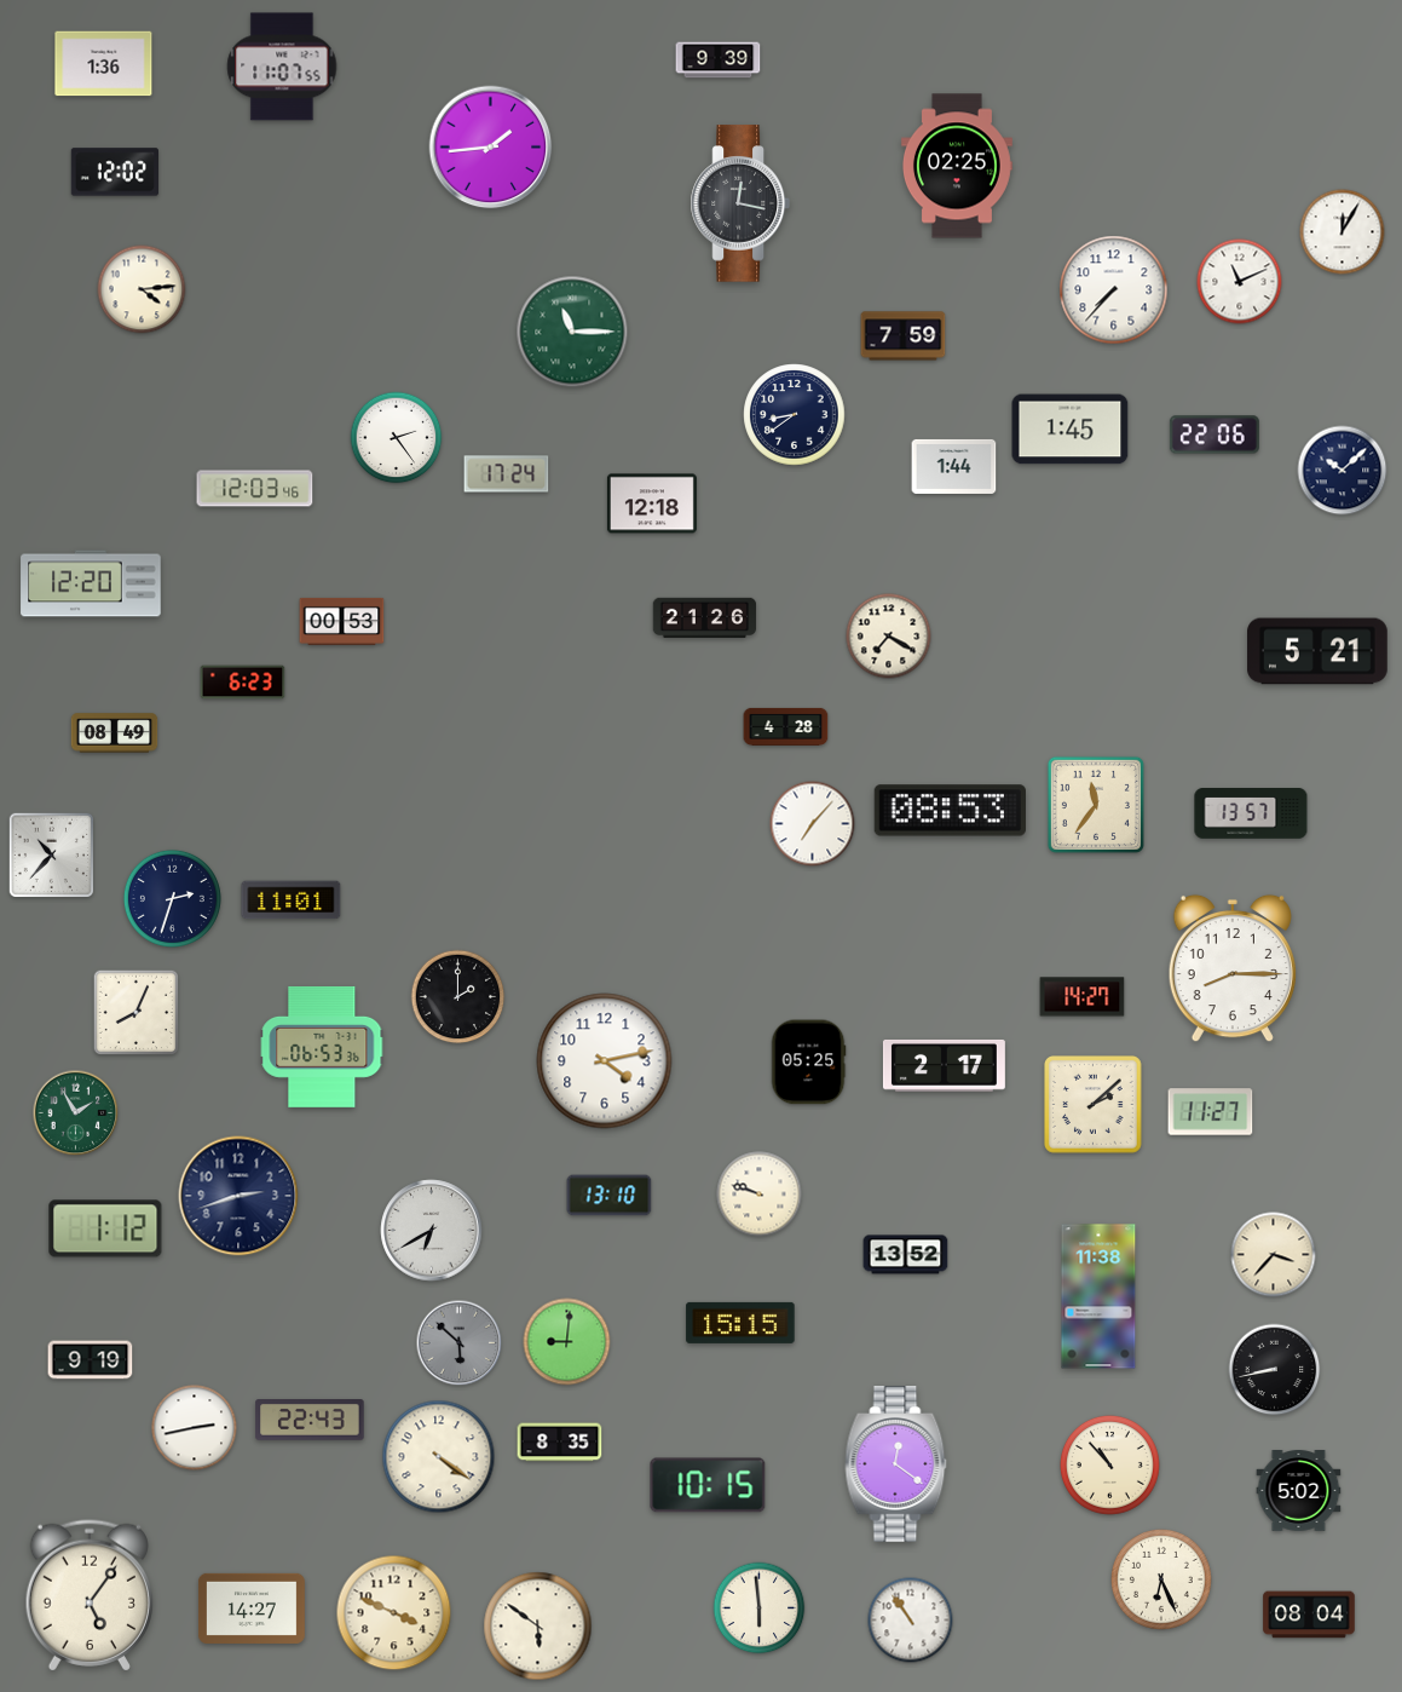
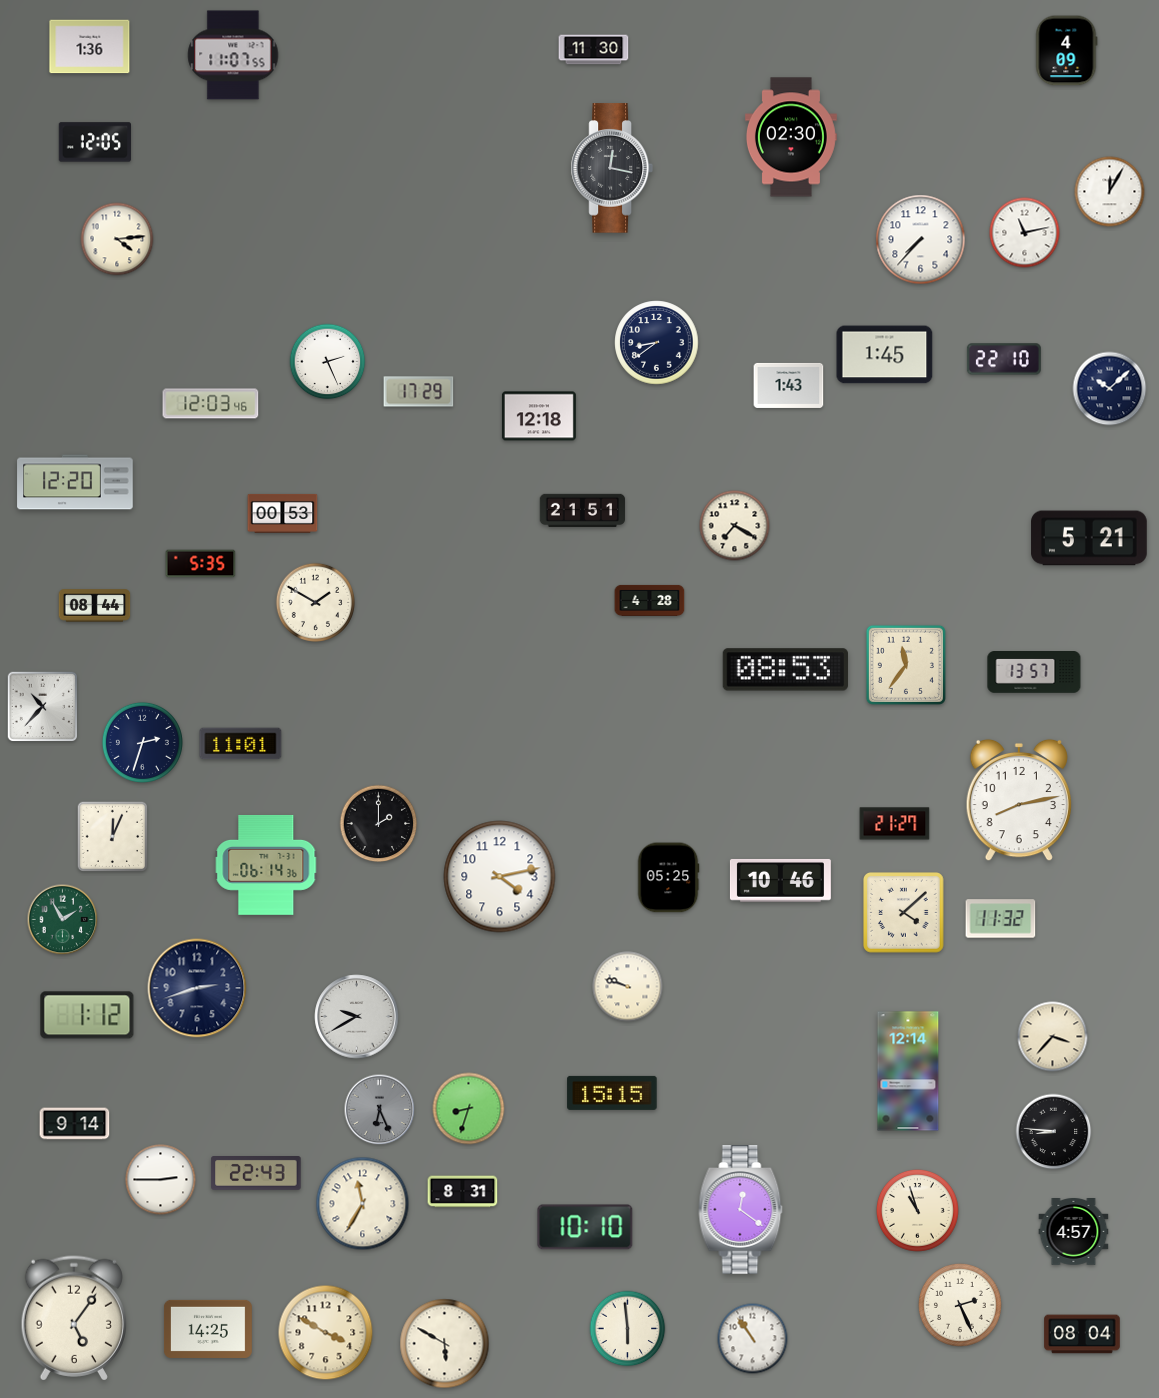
clock at (719, 61): 9:39 -> 11:30
clock at (1067, 51): none -> 4:09
clock at (104, 64) position: (104, 64) -> (90, 47)
clock at (491, 148): 1:44 -> none
clock at (957, 166): 02:25 -> 02:30
clock at (114, 172): 12:02 -> 12:05
clock at (1240, 282): 11:11 -> 11:13
clock at (572, 332): 11:15 -> none
clock at (904, 336): 7:59 -> none
clock at (1215, 434): 22:06 -> 22:10
clock at (397, 438): 2:24 -> 2:26
clock at (954, 466): 1:44 -> 1:43
clock at (507, 474): 17:24 -> 17:29
clock at (705, 617): 21:26 -> 21:51
clock at (243, 683): 6:23 -> 5:35
clock at (315, 602): none -> 1:50
clock at (115, 733): 08:49 -> 08:44
clock at (813, 824): 7:07 -> none
clock at (1233, 968): 8:15 -> 8:13
clock at (1083, 997): 14:27 -> 21:27
clock at (137, 1013): 8:04 -> 12:04
clock at (322, 1047): 06:53 -> 06:14
clock at (944, 1065): 2:17 -> 10:46
clock at (1094, 1105): 2:08 -> 4:08
clock at (1211, 1112): 11:27 -> 11:32
clock at (610, 1196): 13:10 -> none
clock at (432, 1231): 6:40 -> 9:40
clock at (906, 1255): 13:52 -> none
clock at (1098, 1296): 11:38 -> 12:14
clock at (567, 1342): 9:01 -> 8:33
clock at (460, 1343): 5:52 -> 6:26
clock at (91, 1360): 9:19 -> 9:14
clock at (1275, 1370): 8:43 -> 8:46
clock at (195, 1428): 2:43 -> 2:45
clock at (560, 1443): 8:35 -> 8:31
clock at (439, 1457): 4:21 -> 11:35
clock at (1109, 1464): 10:53 -> 10:57
clock at (708, 1485): 10:15 -> 10:10
clock at (1299, 1491): 5:02 -> 4:57
clock at (1161, 1579): 6:26 -> 2:26
clock at (252, 1608): 14:27 -> 14:25
clock at (394, 1613): 3:49 -> 3:50
clock at (538, 1627): 5:51 -> 5:50
